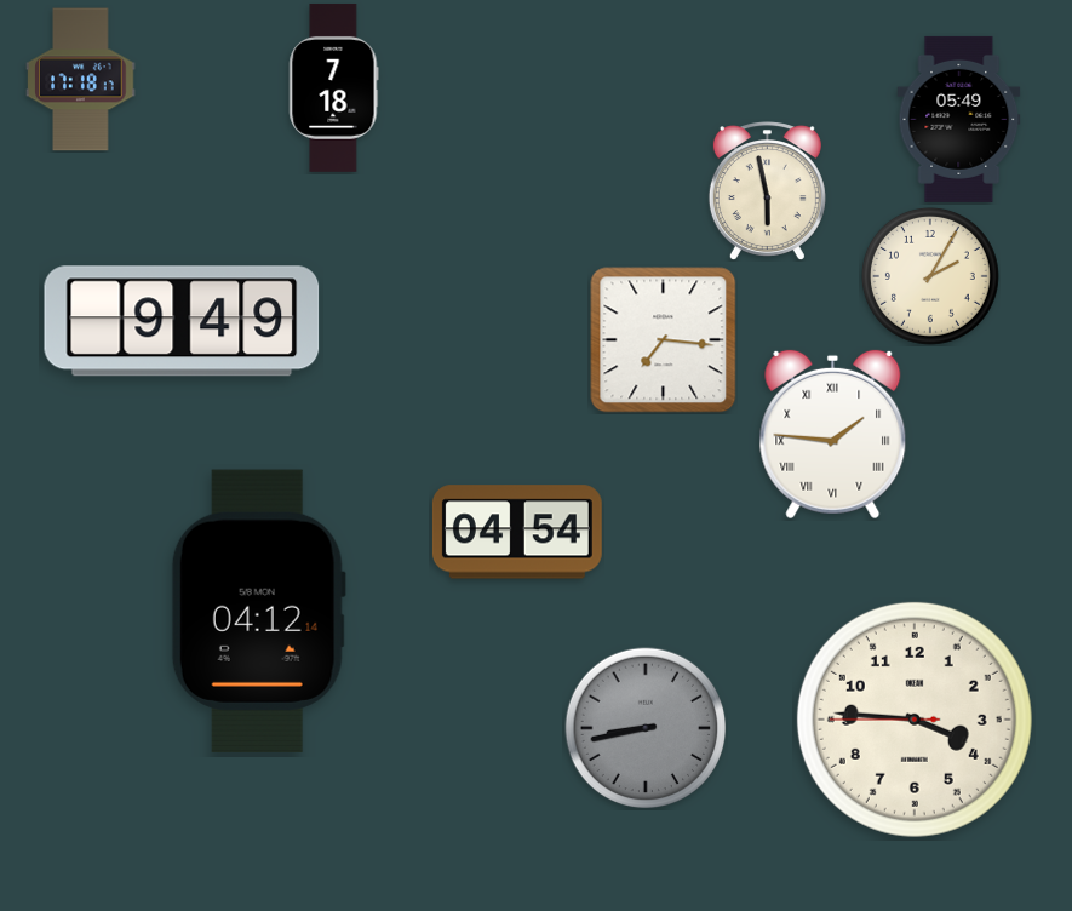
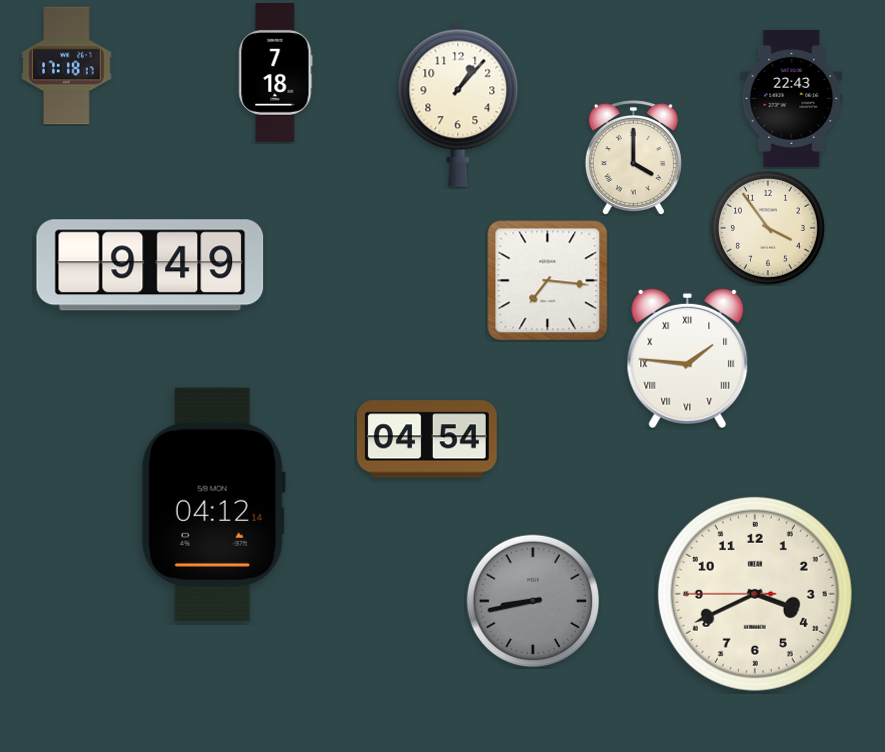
clock at (959, 119): 05:49 -> 22:43
clock at (458, 104): none -> 1:07
clock at (767, 190): 5:58 -> 4:00
clock at (930, 276): 2:05 -> 3:54
clock at (915, 720): 3:45 -> 3:40
